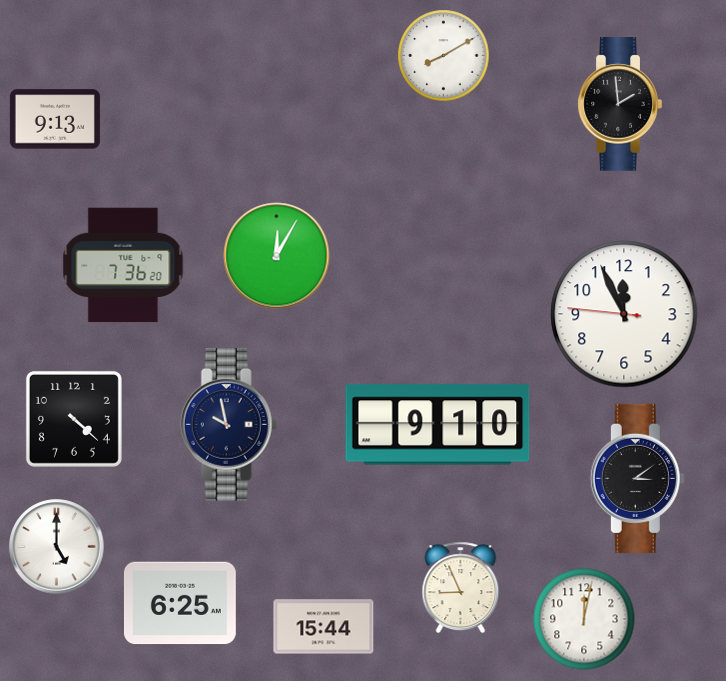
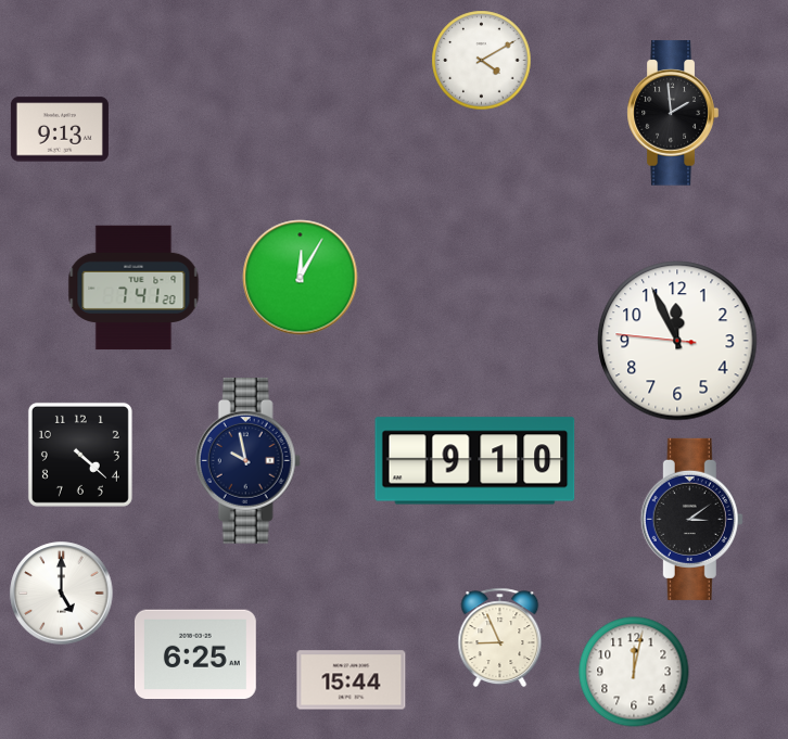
clock at (444, 56): 8:10 -> 4:10
clock at (123, 265): 7:36 -> 7:41
